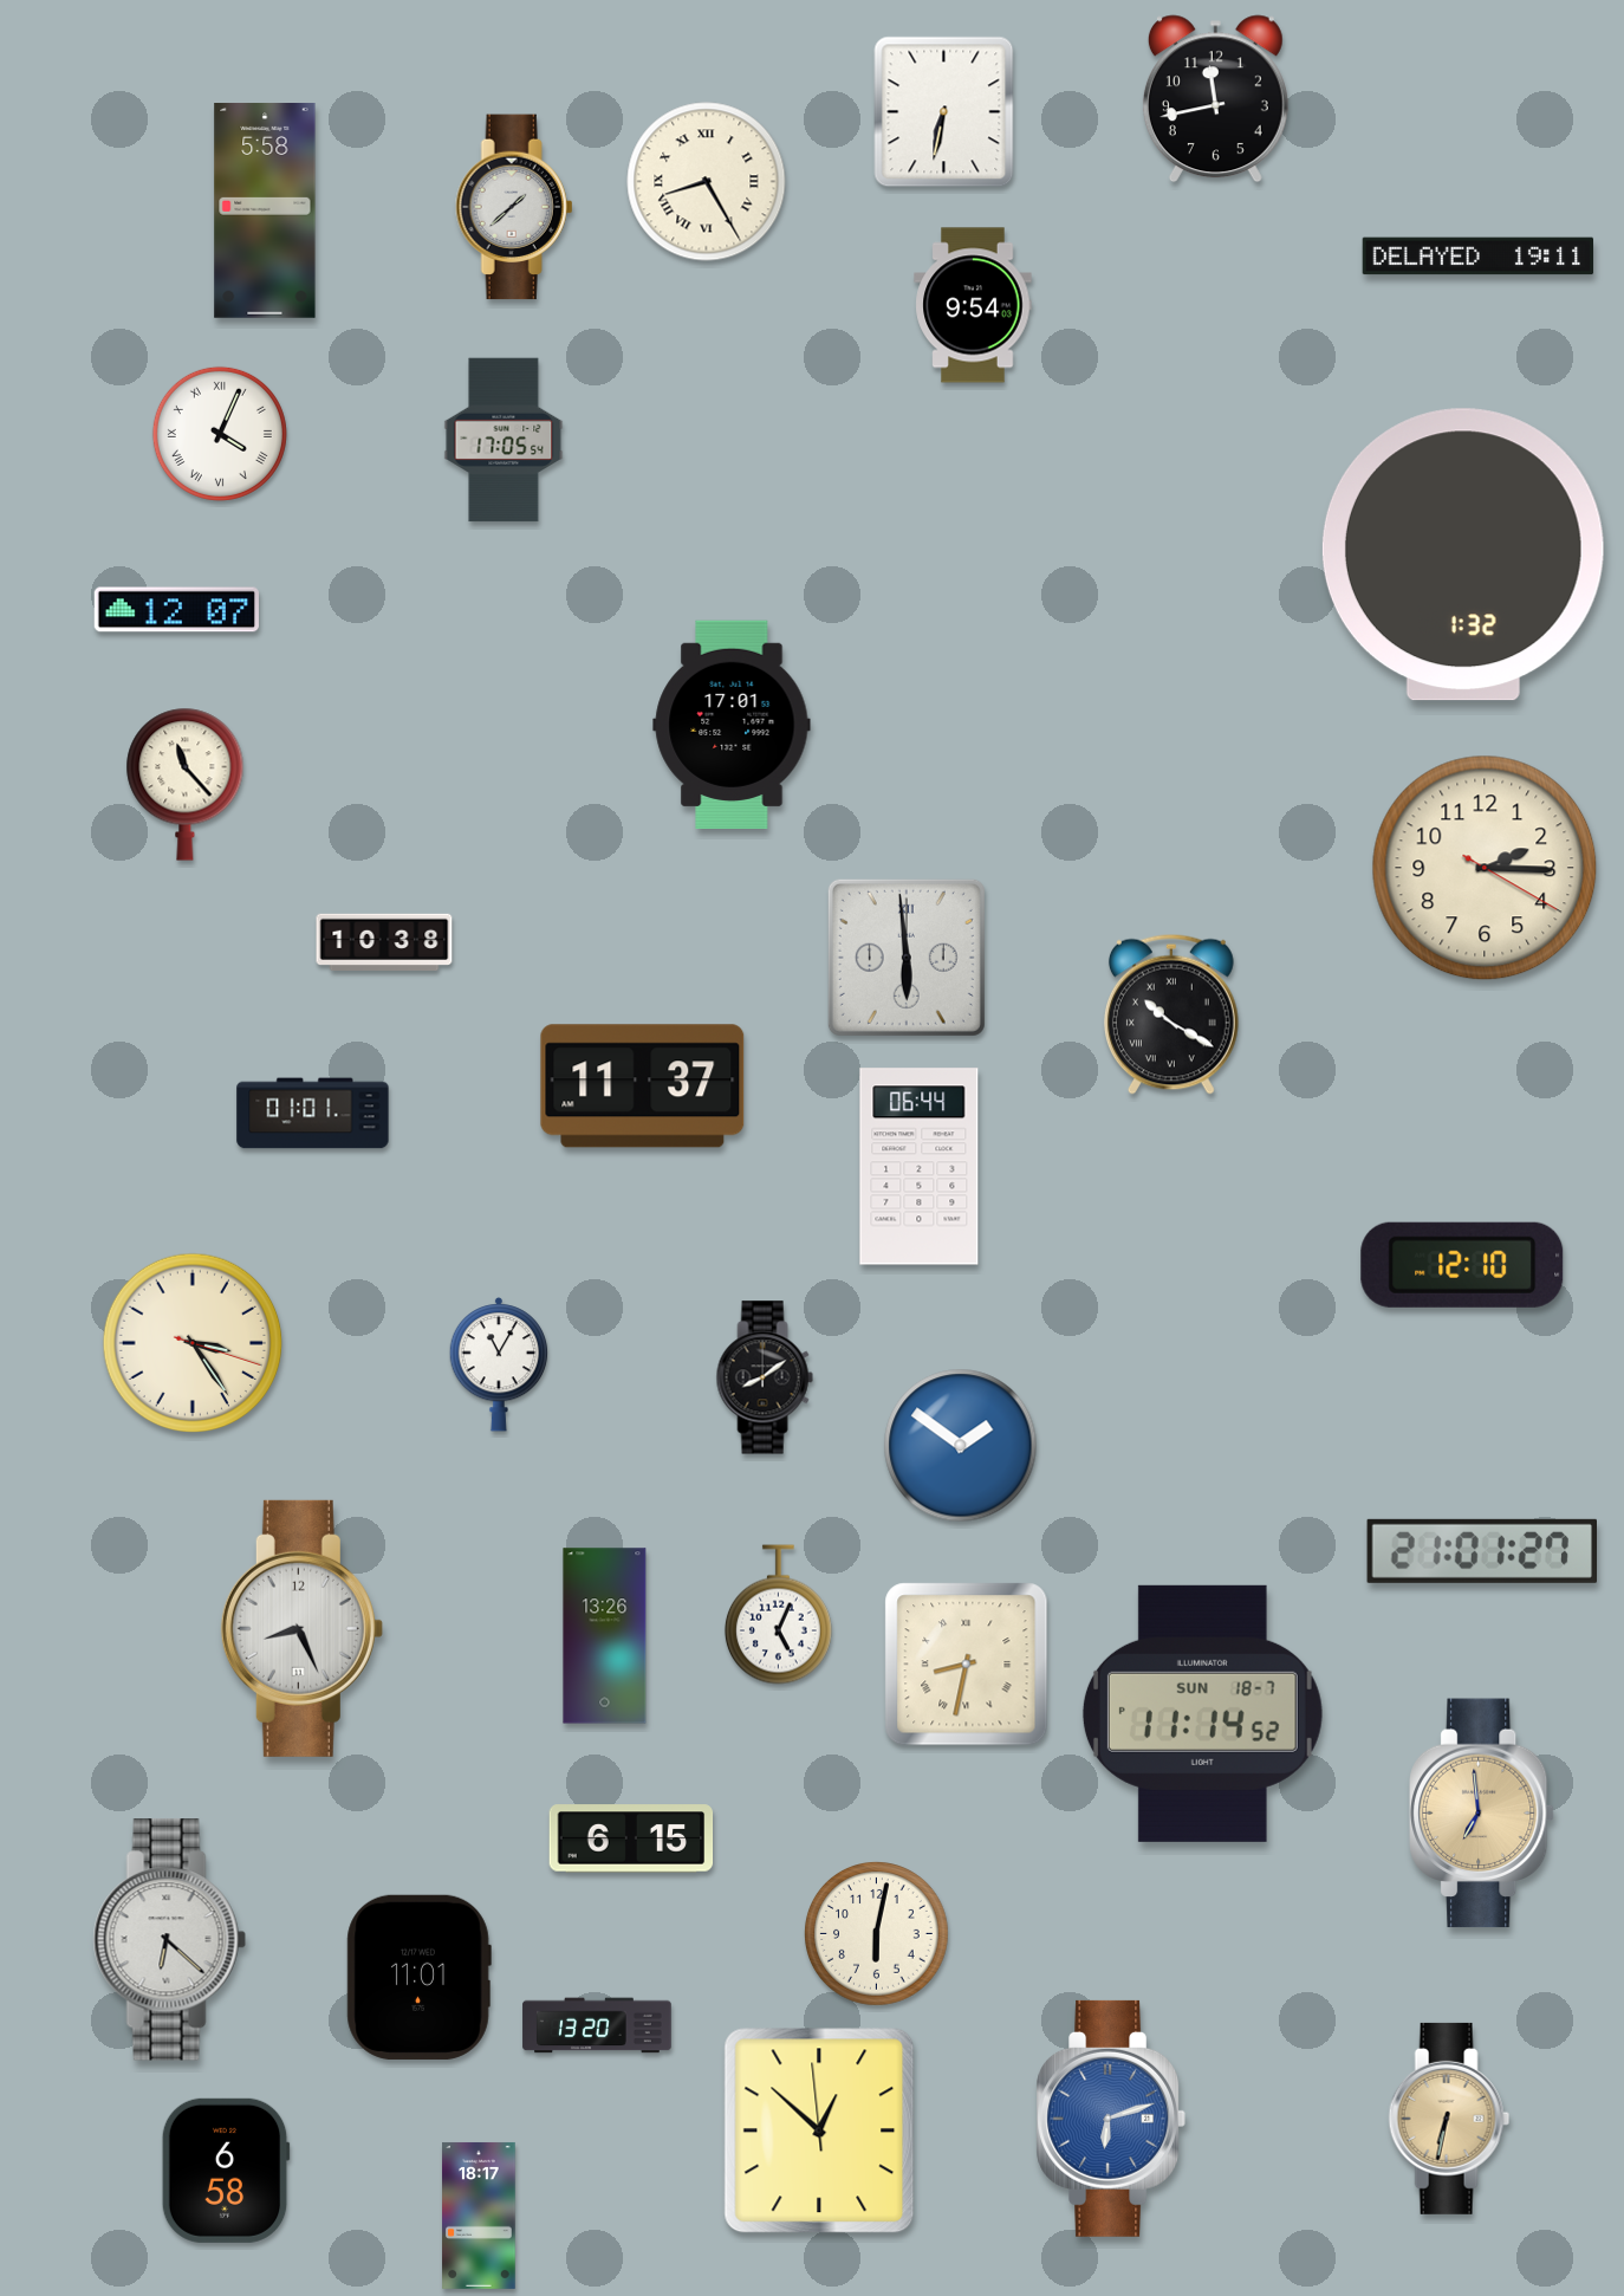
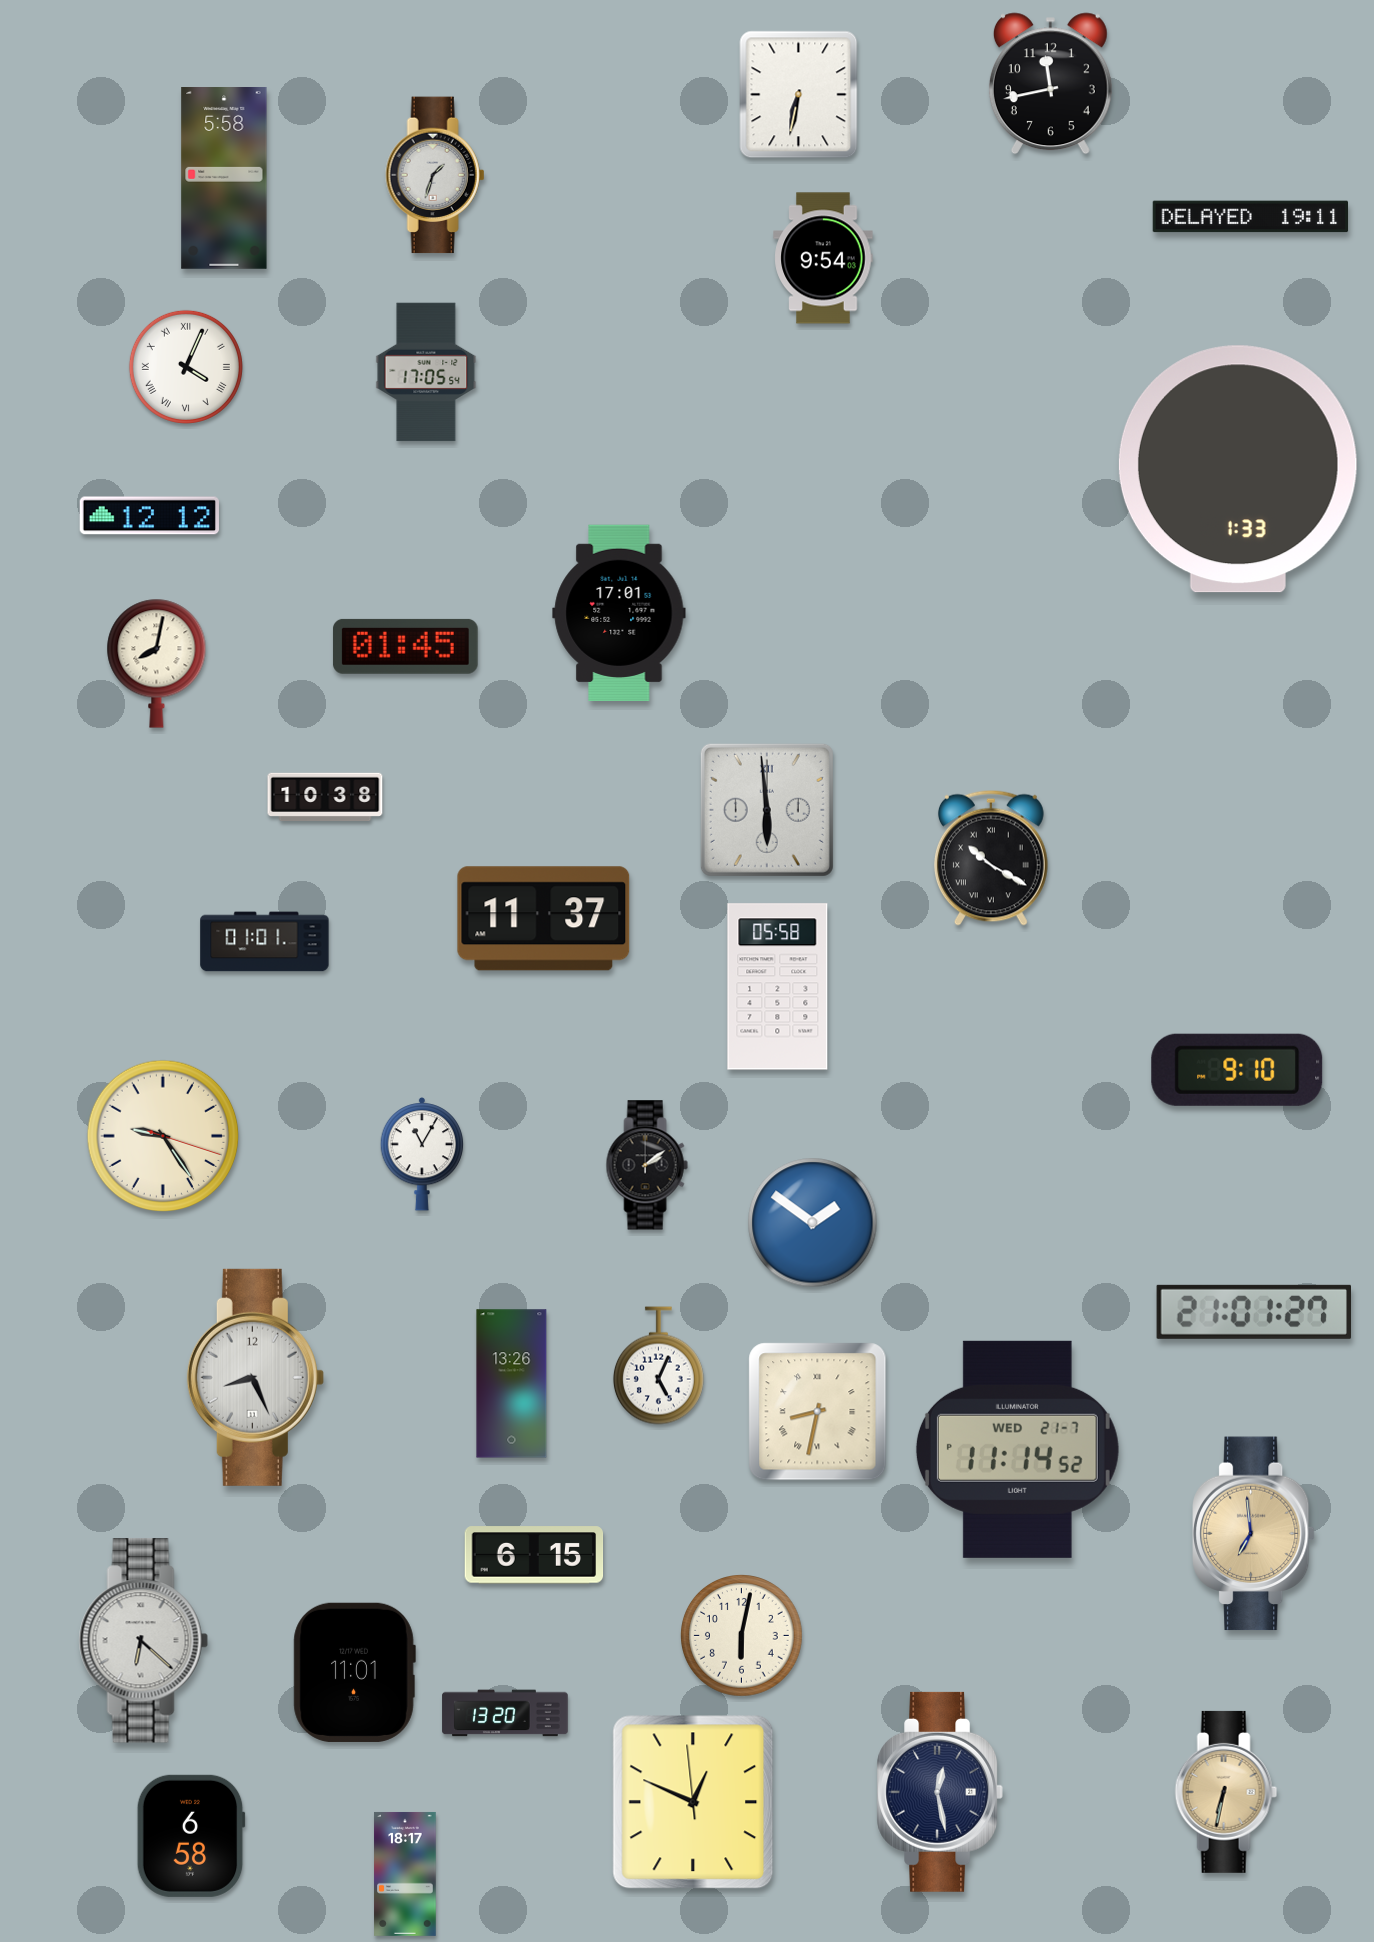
clock at (1215, 99) position: (1215, 99) -> (1050, 84)
clock at (707, 182): 8:25 -> none
clock at (514, 207): 1:38 -> 1:33
clock at (1463, 554): 1:32 -> 1:33
clock at (176, 610): 12:07 -> 12:12
clock at (405, 646): none -> 01:45
clock at (186, 784): 11:23 -> 8:02
clock at (1485, 868): 2:15 -> none
clock at (920, 1167): 06:44 -> 05:58
clock at (1462, 1265): 12:10 -> 9:10
clock at (193, 1343): 3:24 -> 9:24
clock at (765, 1377): 8:09 -> 2:09
clock at (967, 1665) position: (967, 1665) -> (818, 1412)
clock at (1202, 1713) date: SUN 18-7 -> WED 21-7
clock at (1110, 2119): 6:12 -> 12:28
clock at (1110, 2119) dial: blue -> navy
clock at (819, 2130): 12:51 -> 12:48
